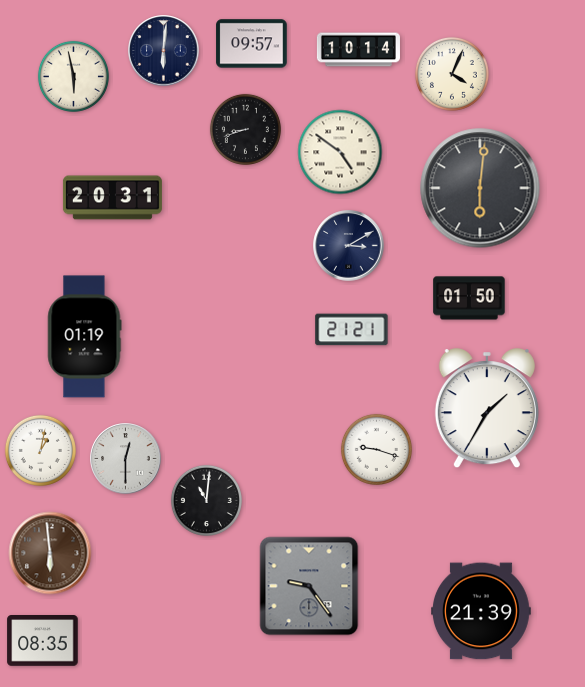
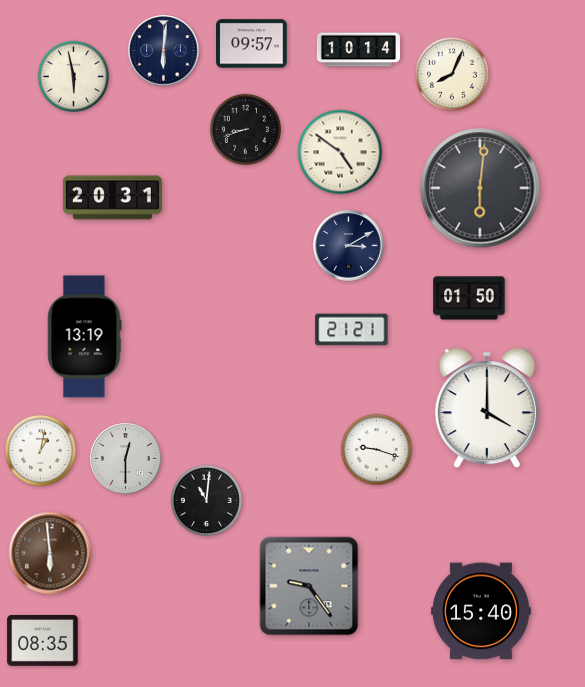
clock at (452, 74): 4:04 -> 8:04
clock at (85, 337): 01:19 -> 13:19
clock at (487, 409): 1:35 -> 4:00
clock at (482, 611): 21:39 -> 15:40
